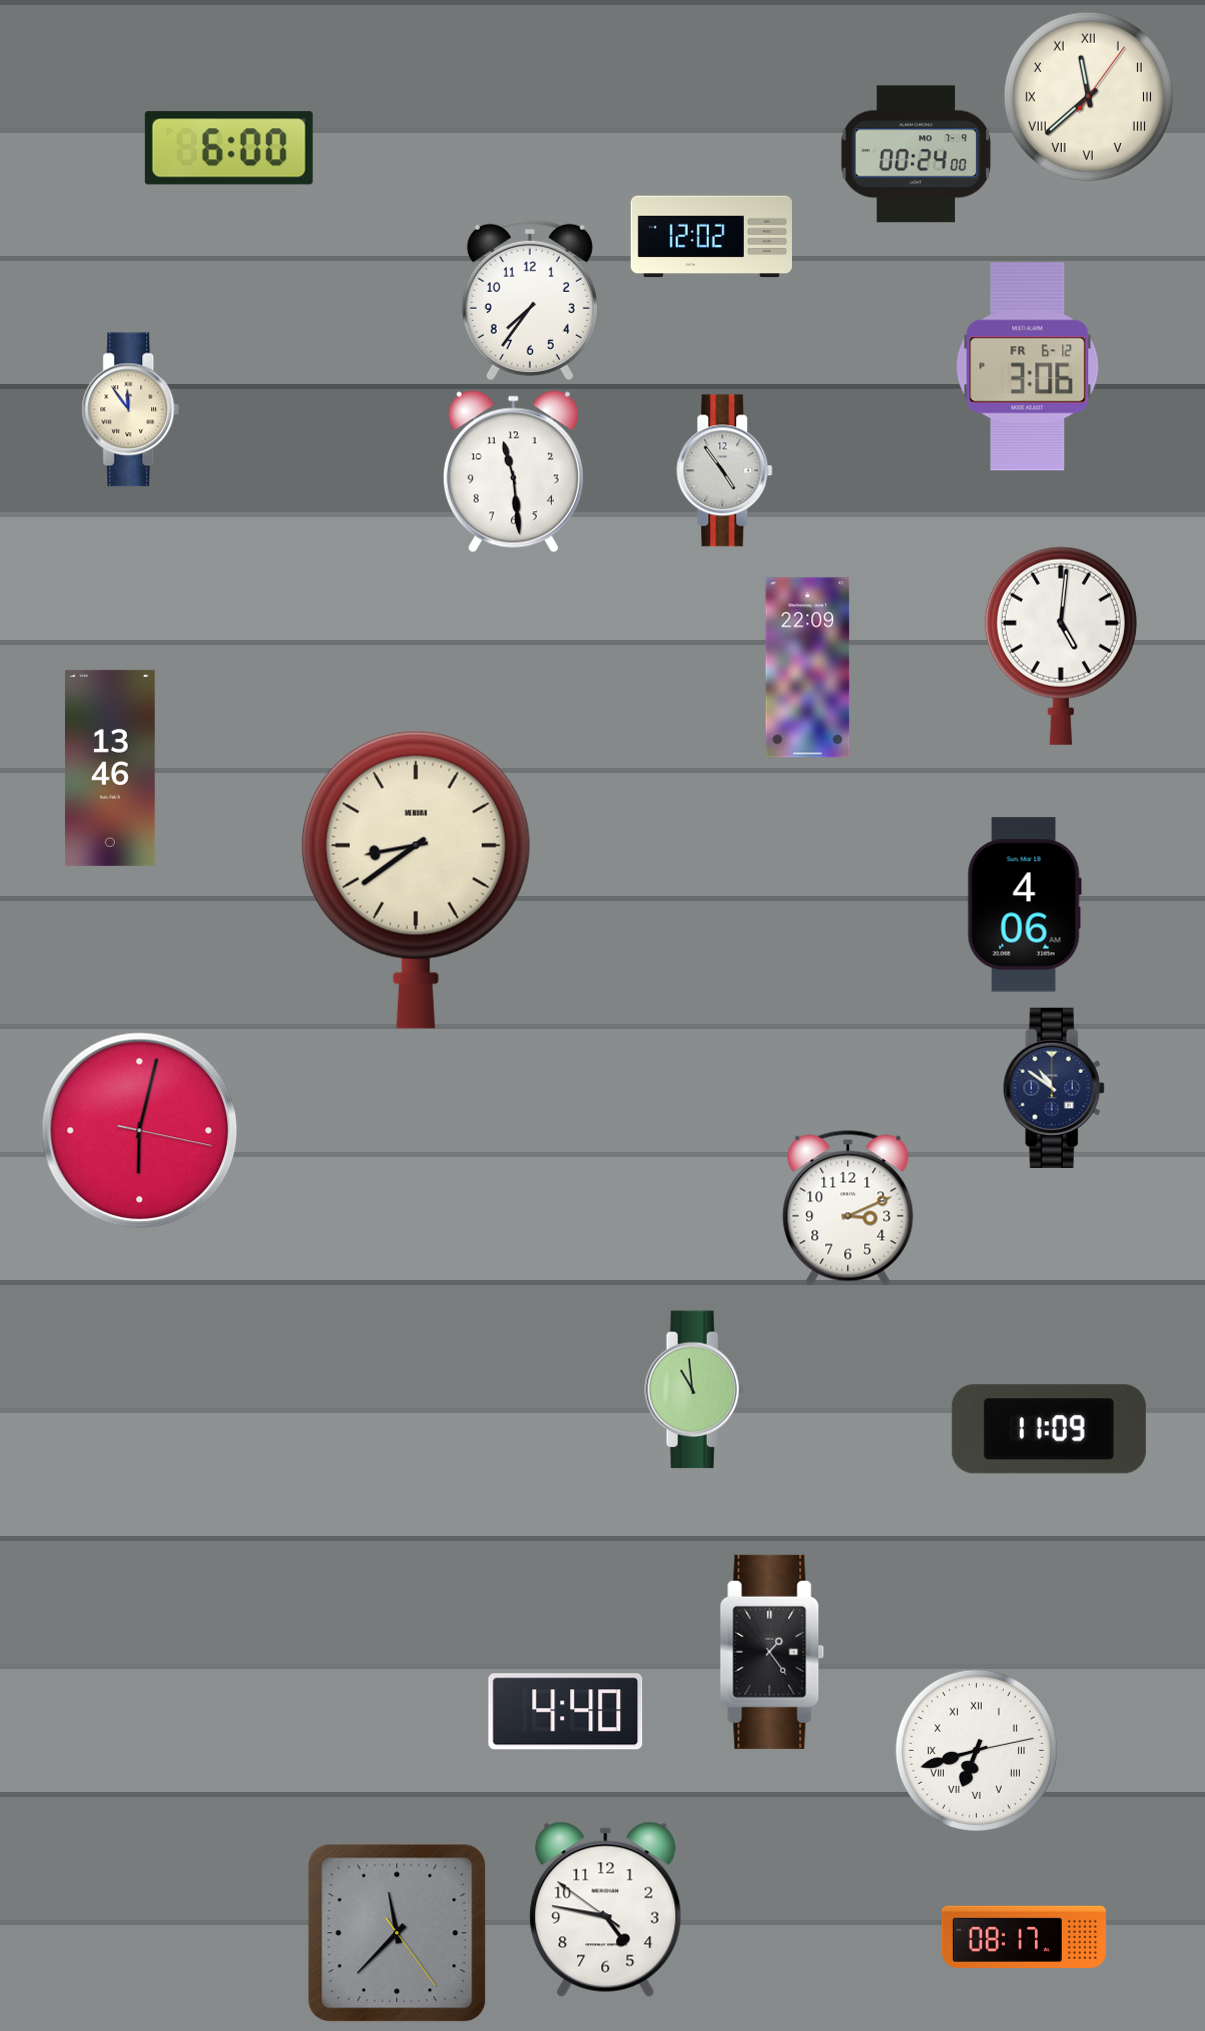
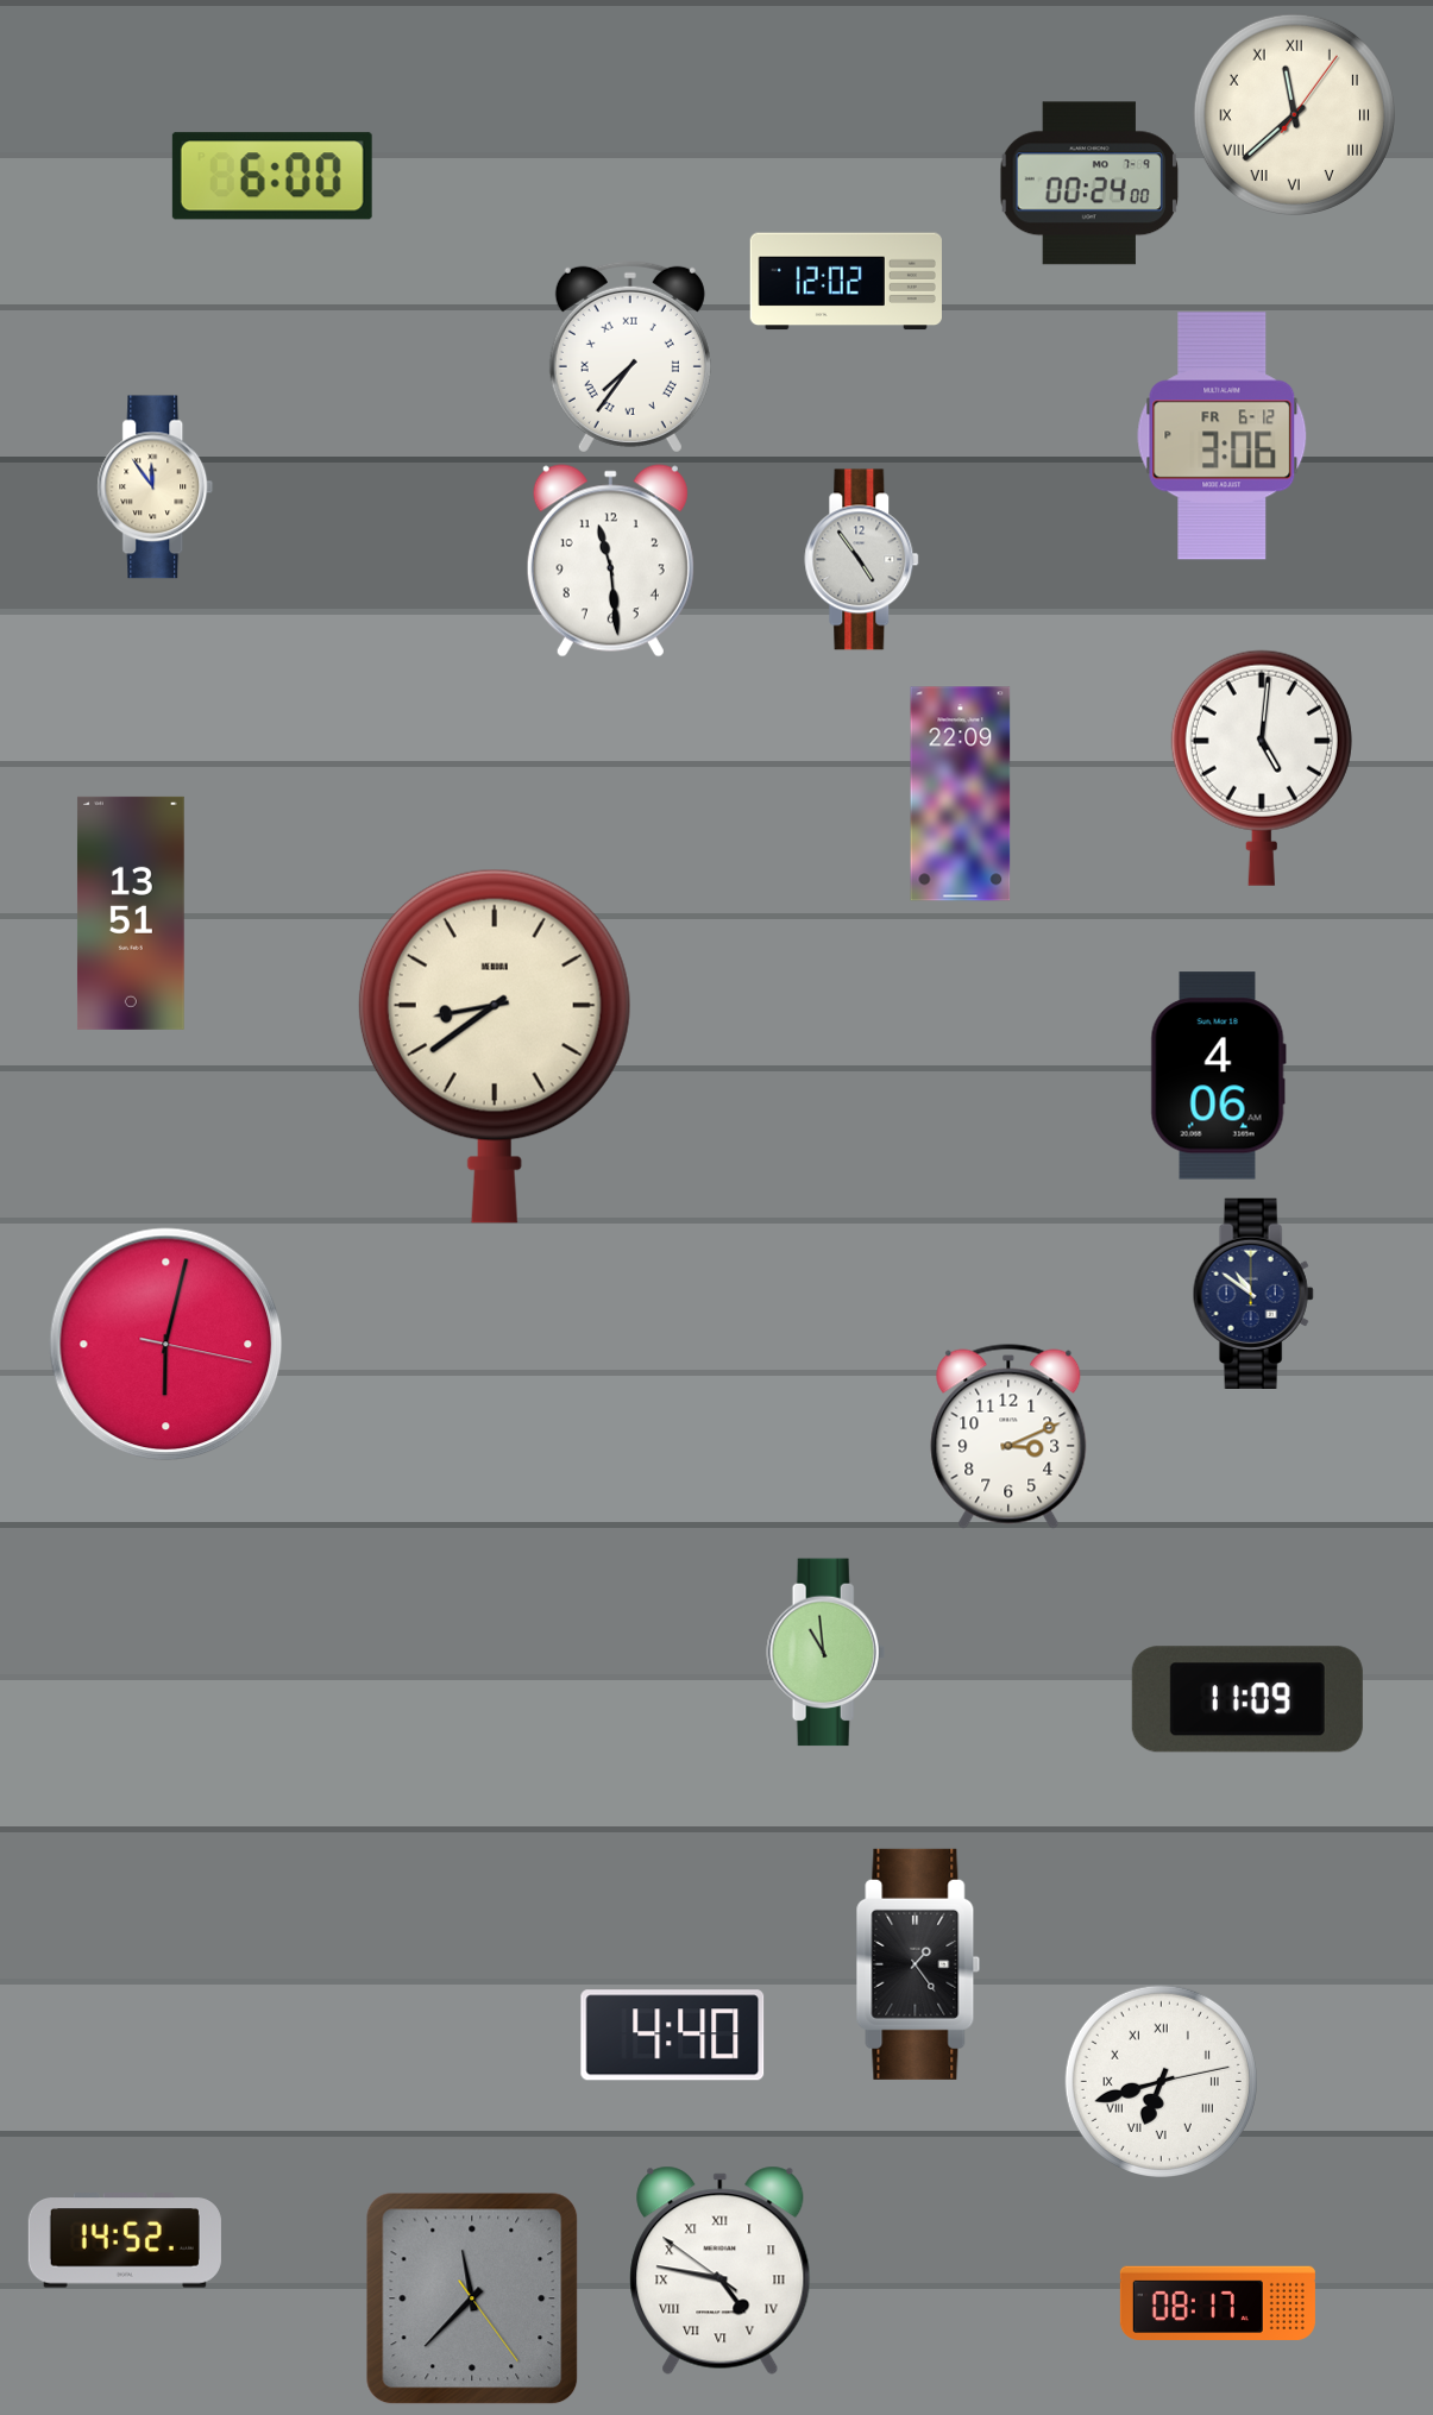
clock at (530, 300) numerals: Arabic -> Roman
clock at (110, 768): 13:46 -> 13:51
clock at (125, 2240): none -> 14:52
clock at (606, 1909) numerals: Arabic -> Roman
